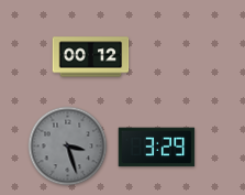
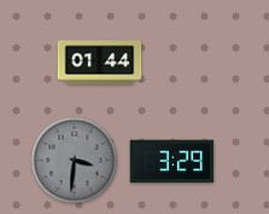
clock at (91, 57): 00:12 -> 01:44
clock at (68, 147): 3:27 -> 3:31
